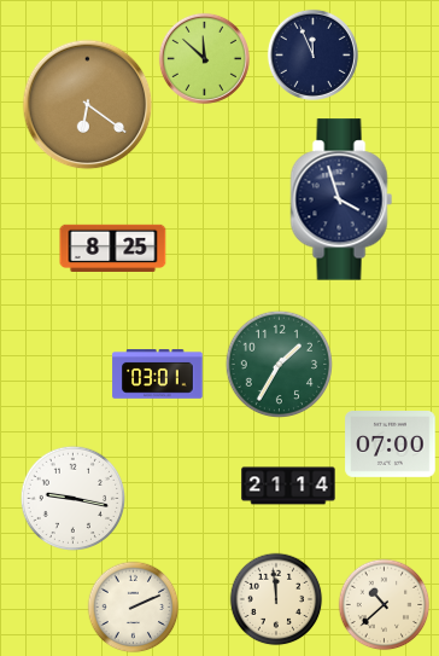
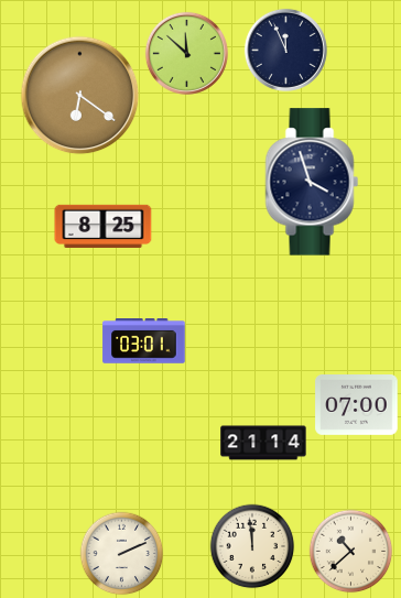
clock at (279, 364): 1:35 -> none
clock at (74, 499): 9:17 -> none
